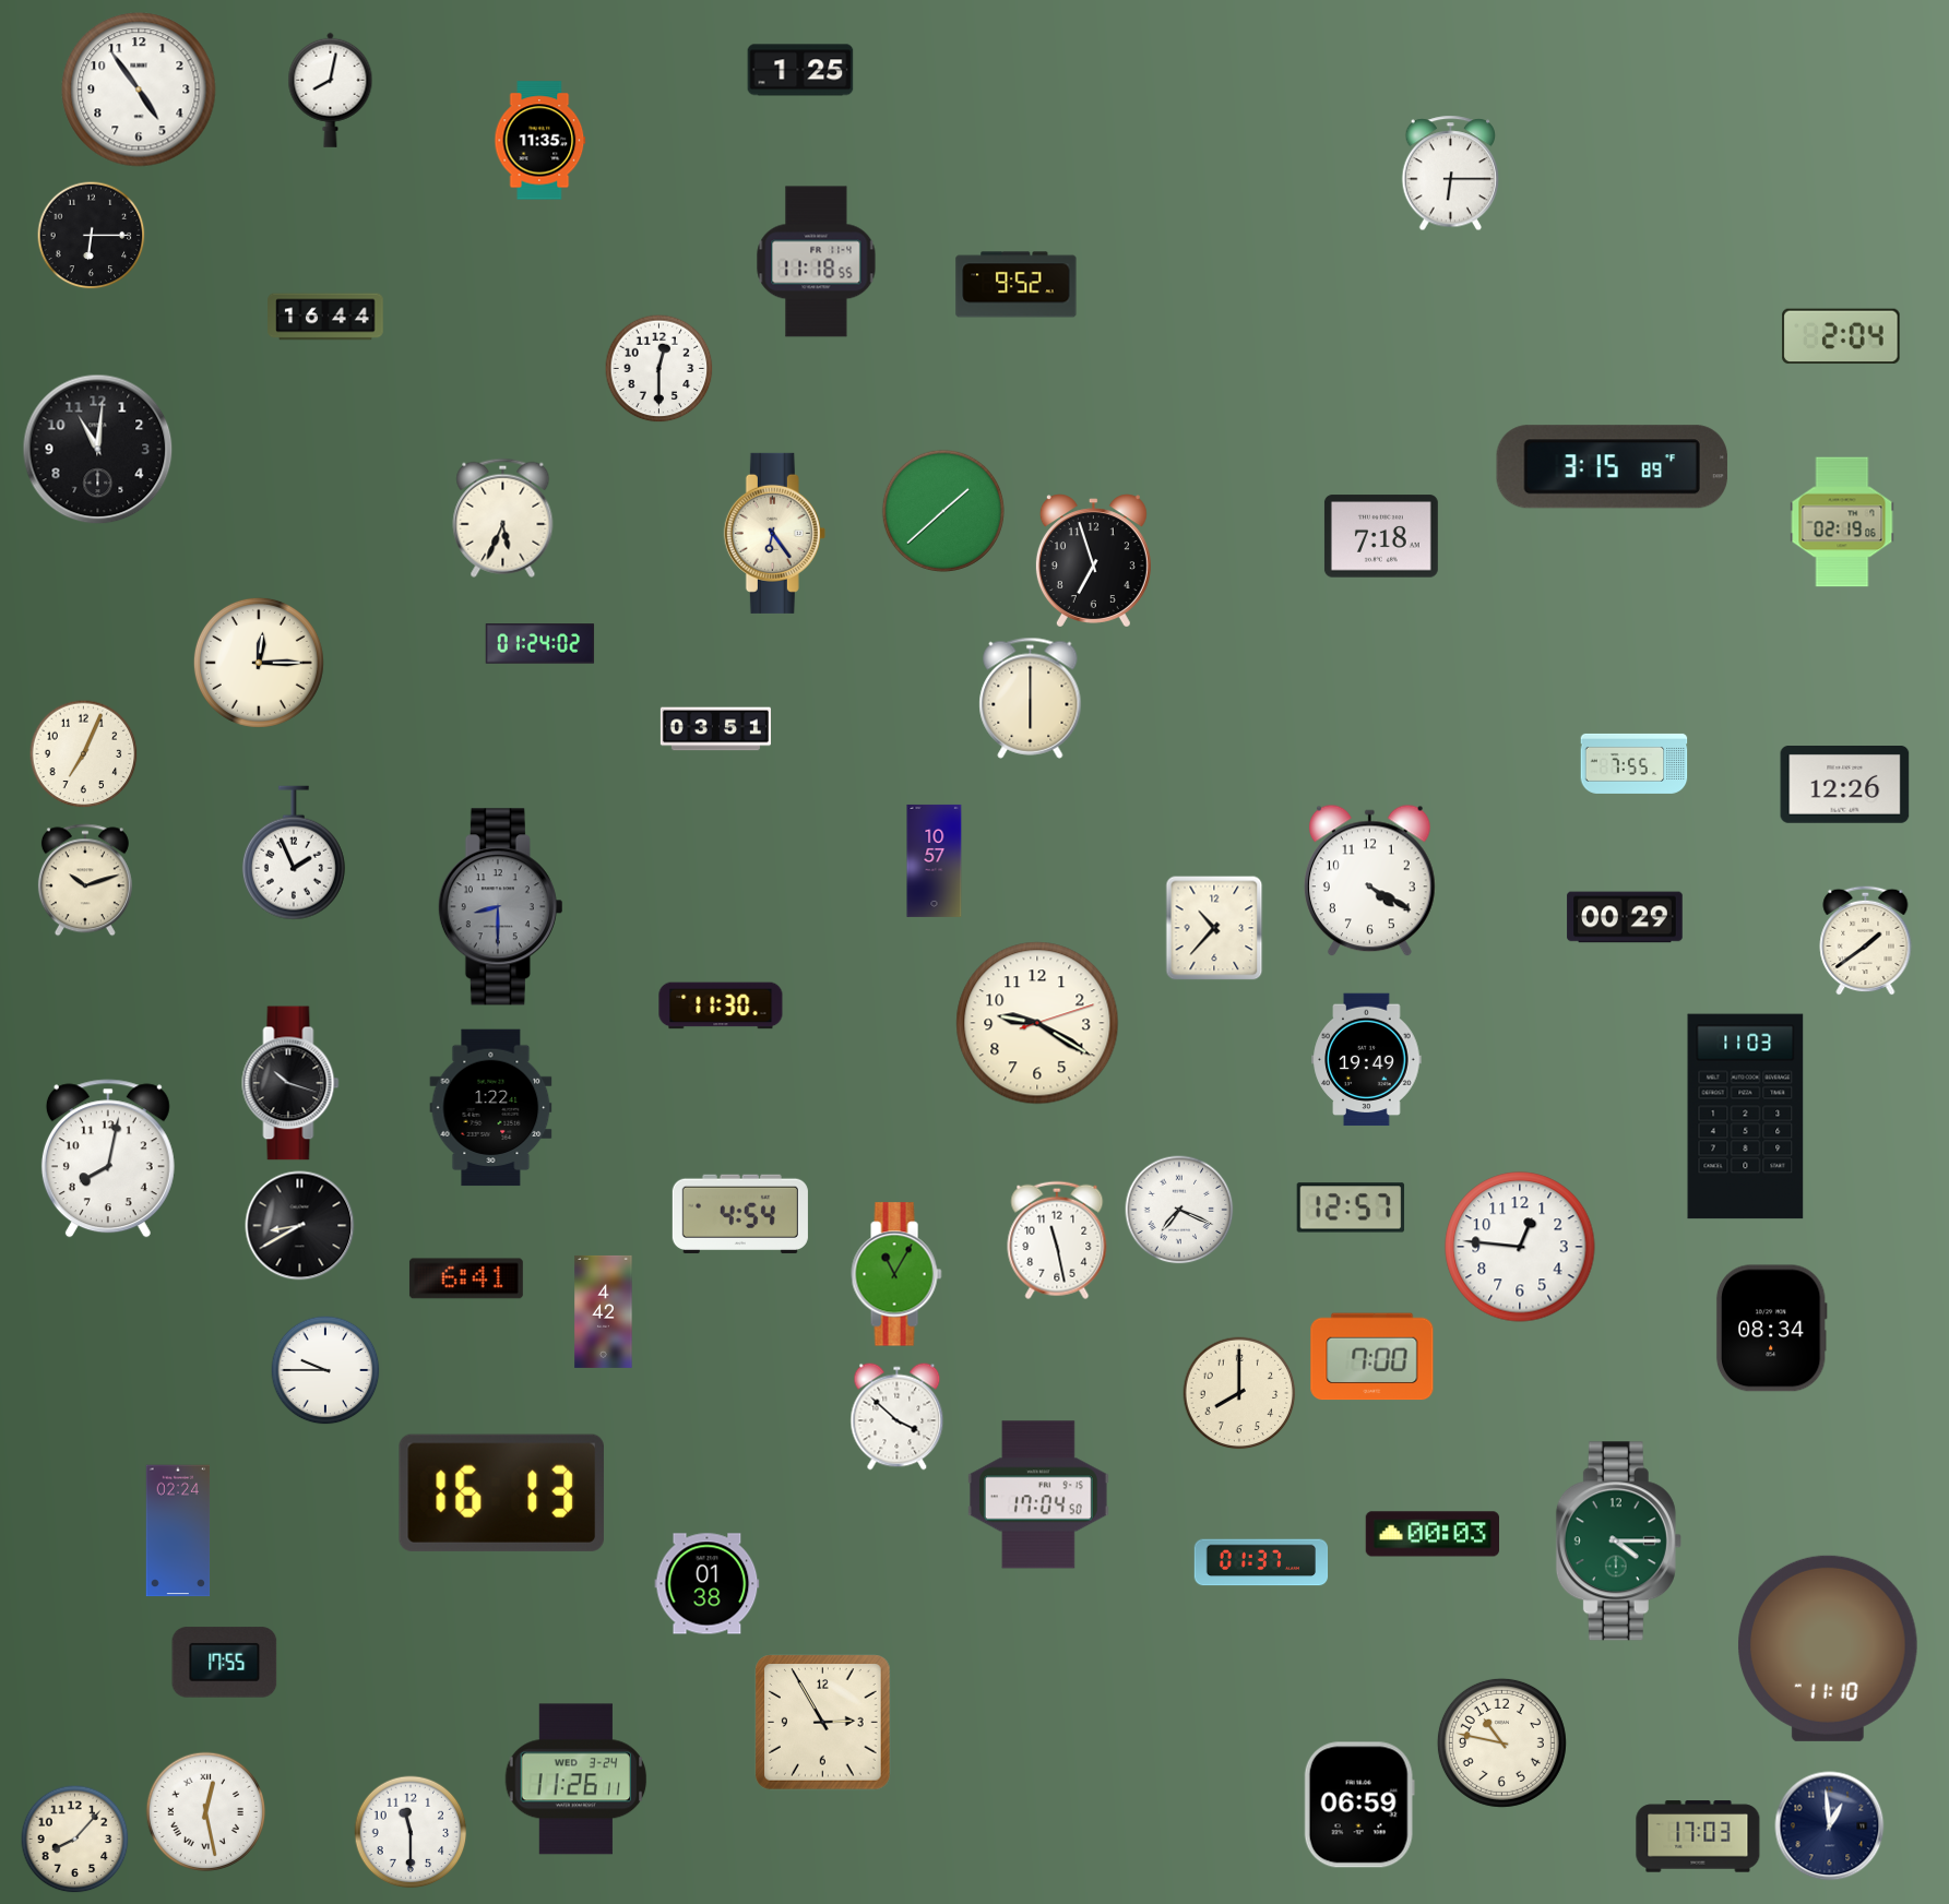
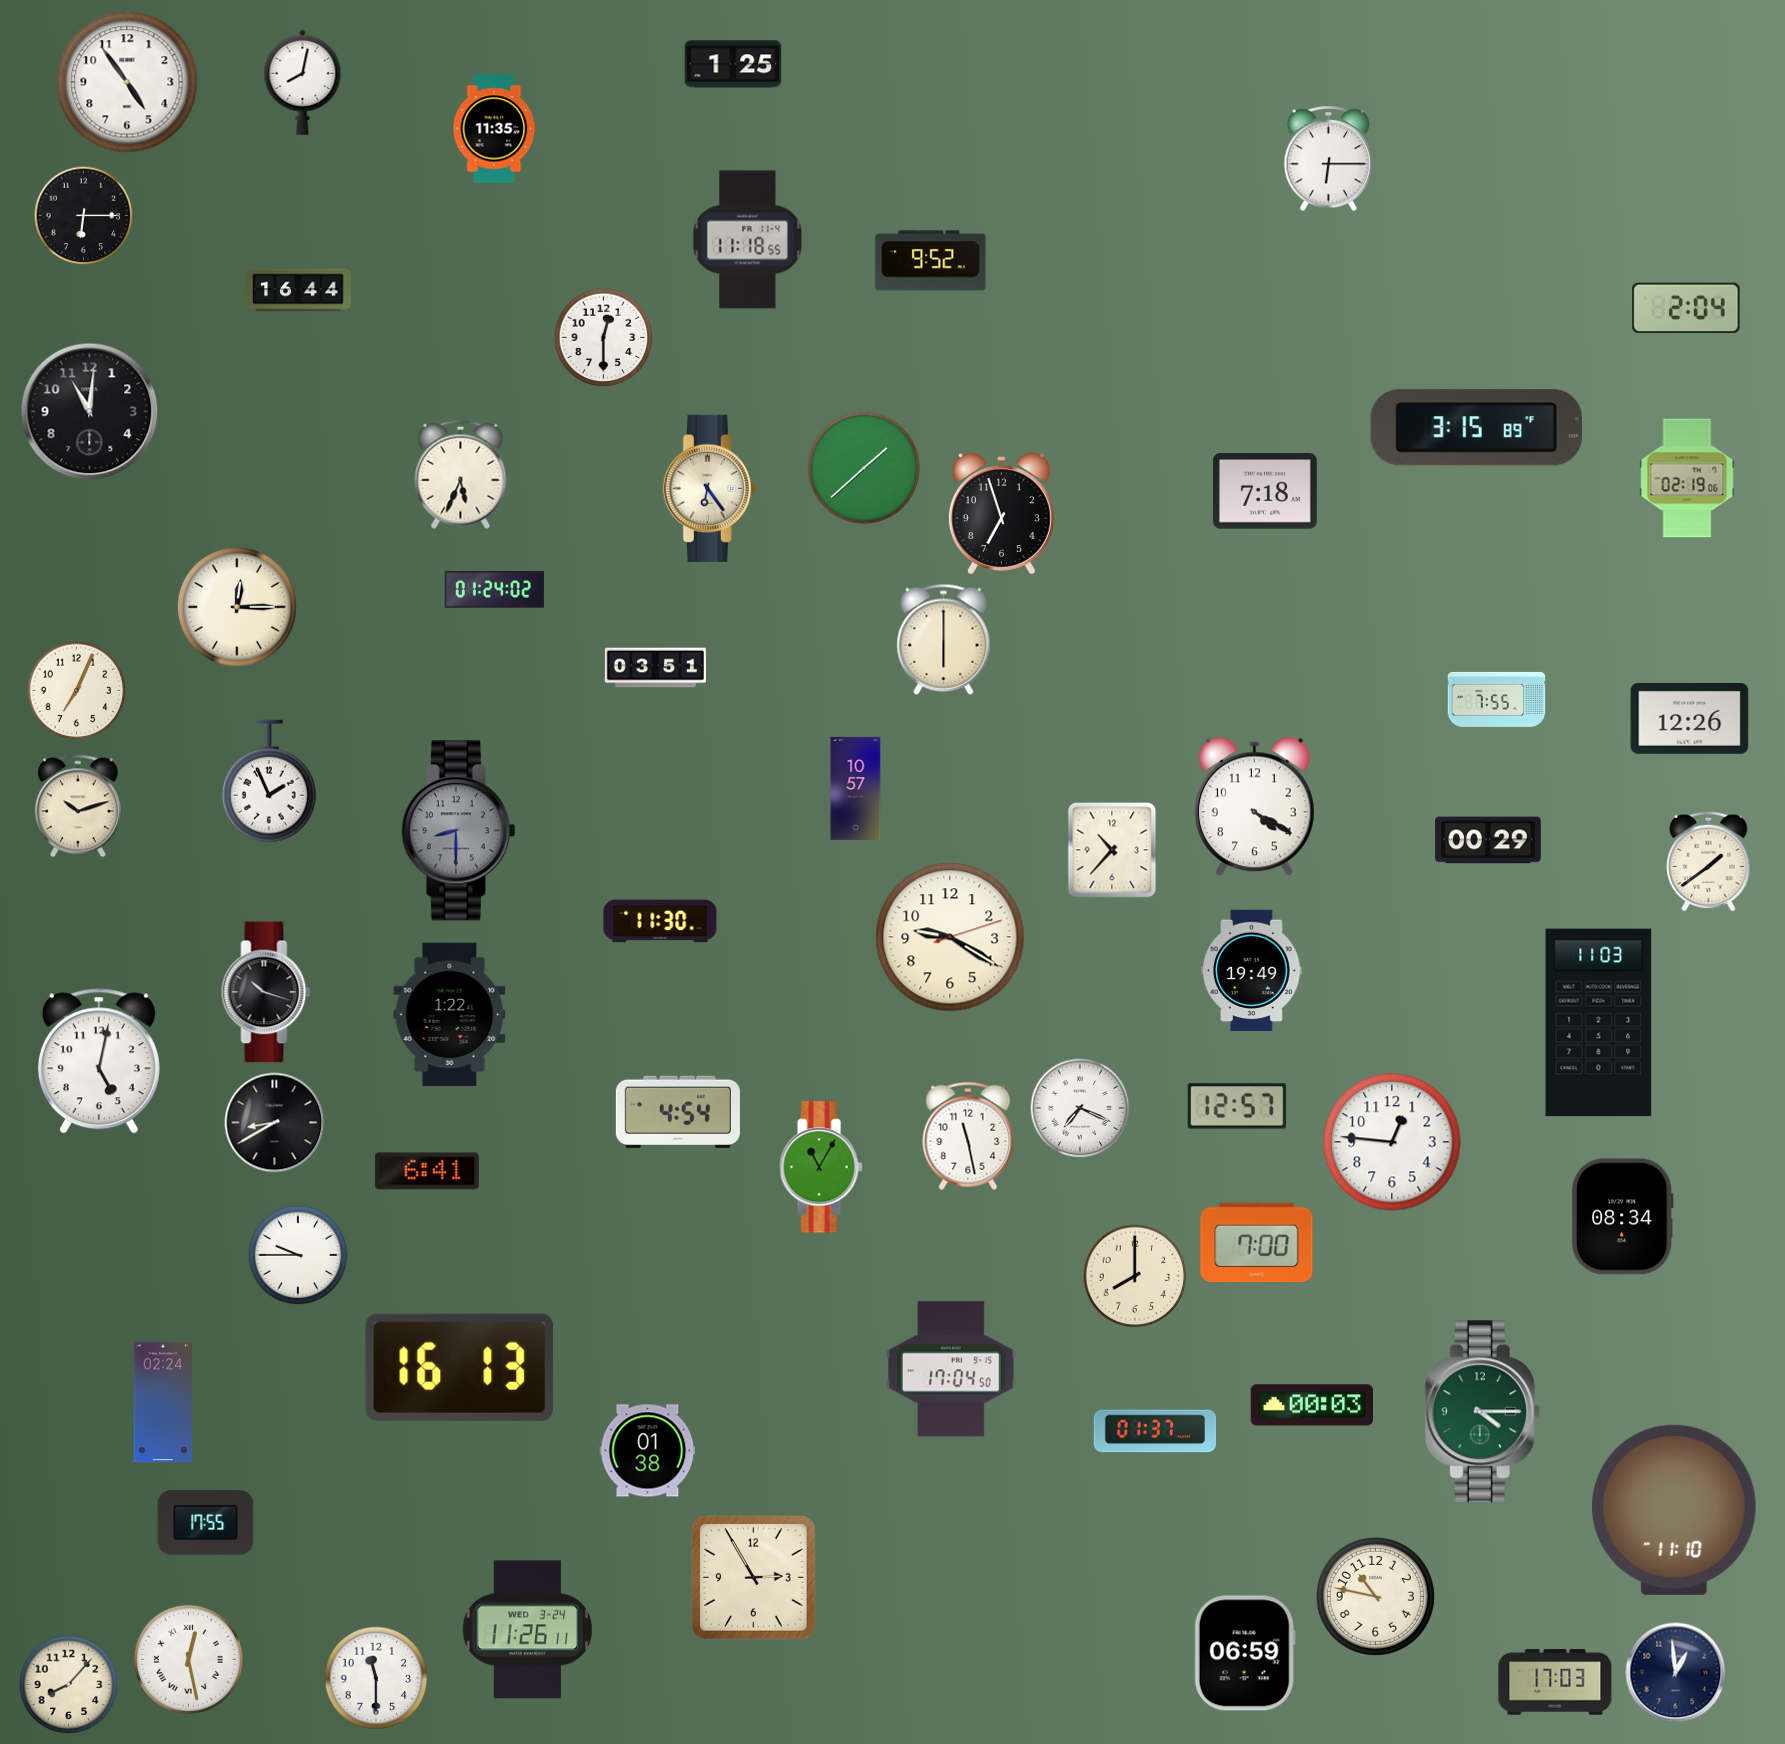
clock at (108, 1158): 8:02 -> 5:02
clock at (604, 1311): 4:42 -> none
clock at (898, 1417): 3:52 -> none
